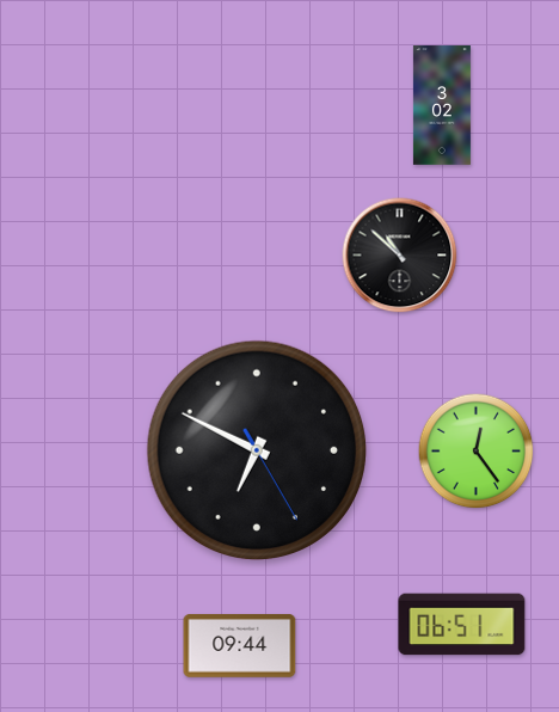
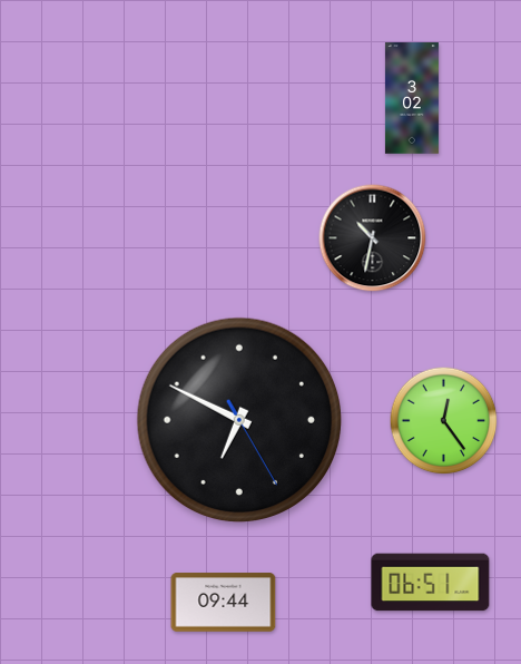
clock at (400, 256): 10:52 -> 10:32
